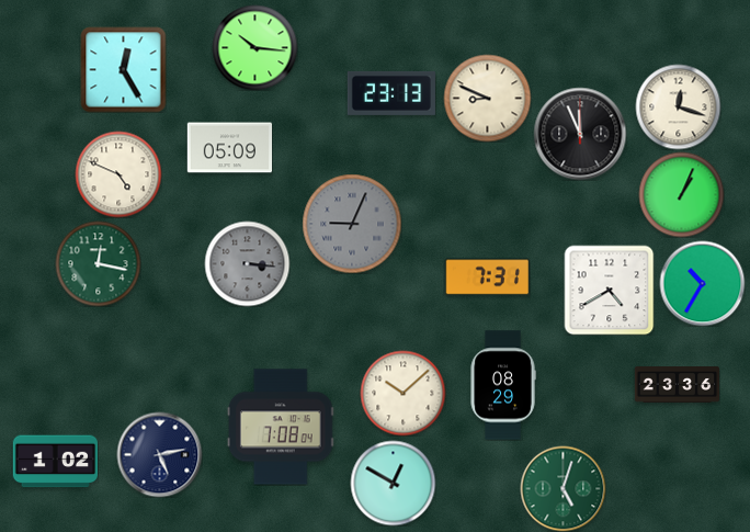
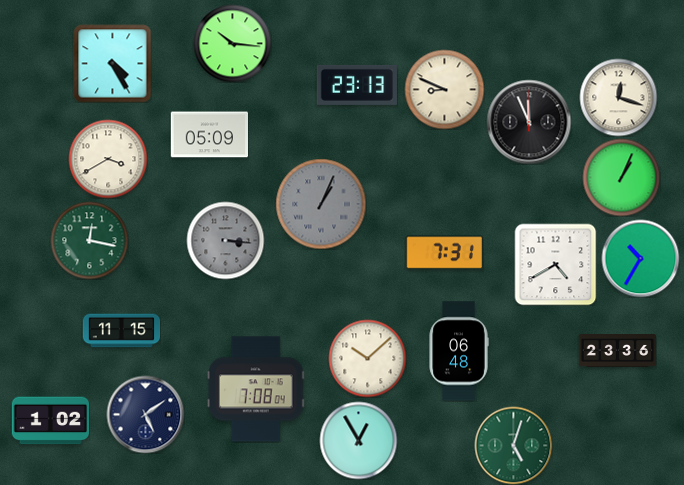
clock at (123, 69): 12:25 -> 4:25
clock at (118, 174): 4:49 -> 3:40
clock at (352, 224): 9:04 -> 1:04
clock at (121, 331): none -> 11:15
clock at (503, 385): 08:29 -> 06:48
clock at (159, 454): 5:13 -> 5:09
clock at (393, 483): 12:50 -> 12:55
